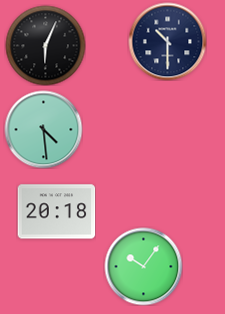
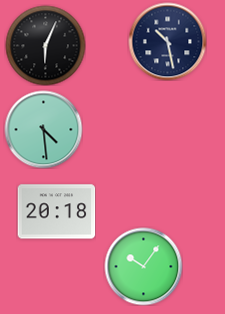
clock at (167, 41): 10:30 -> 10:28
